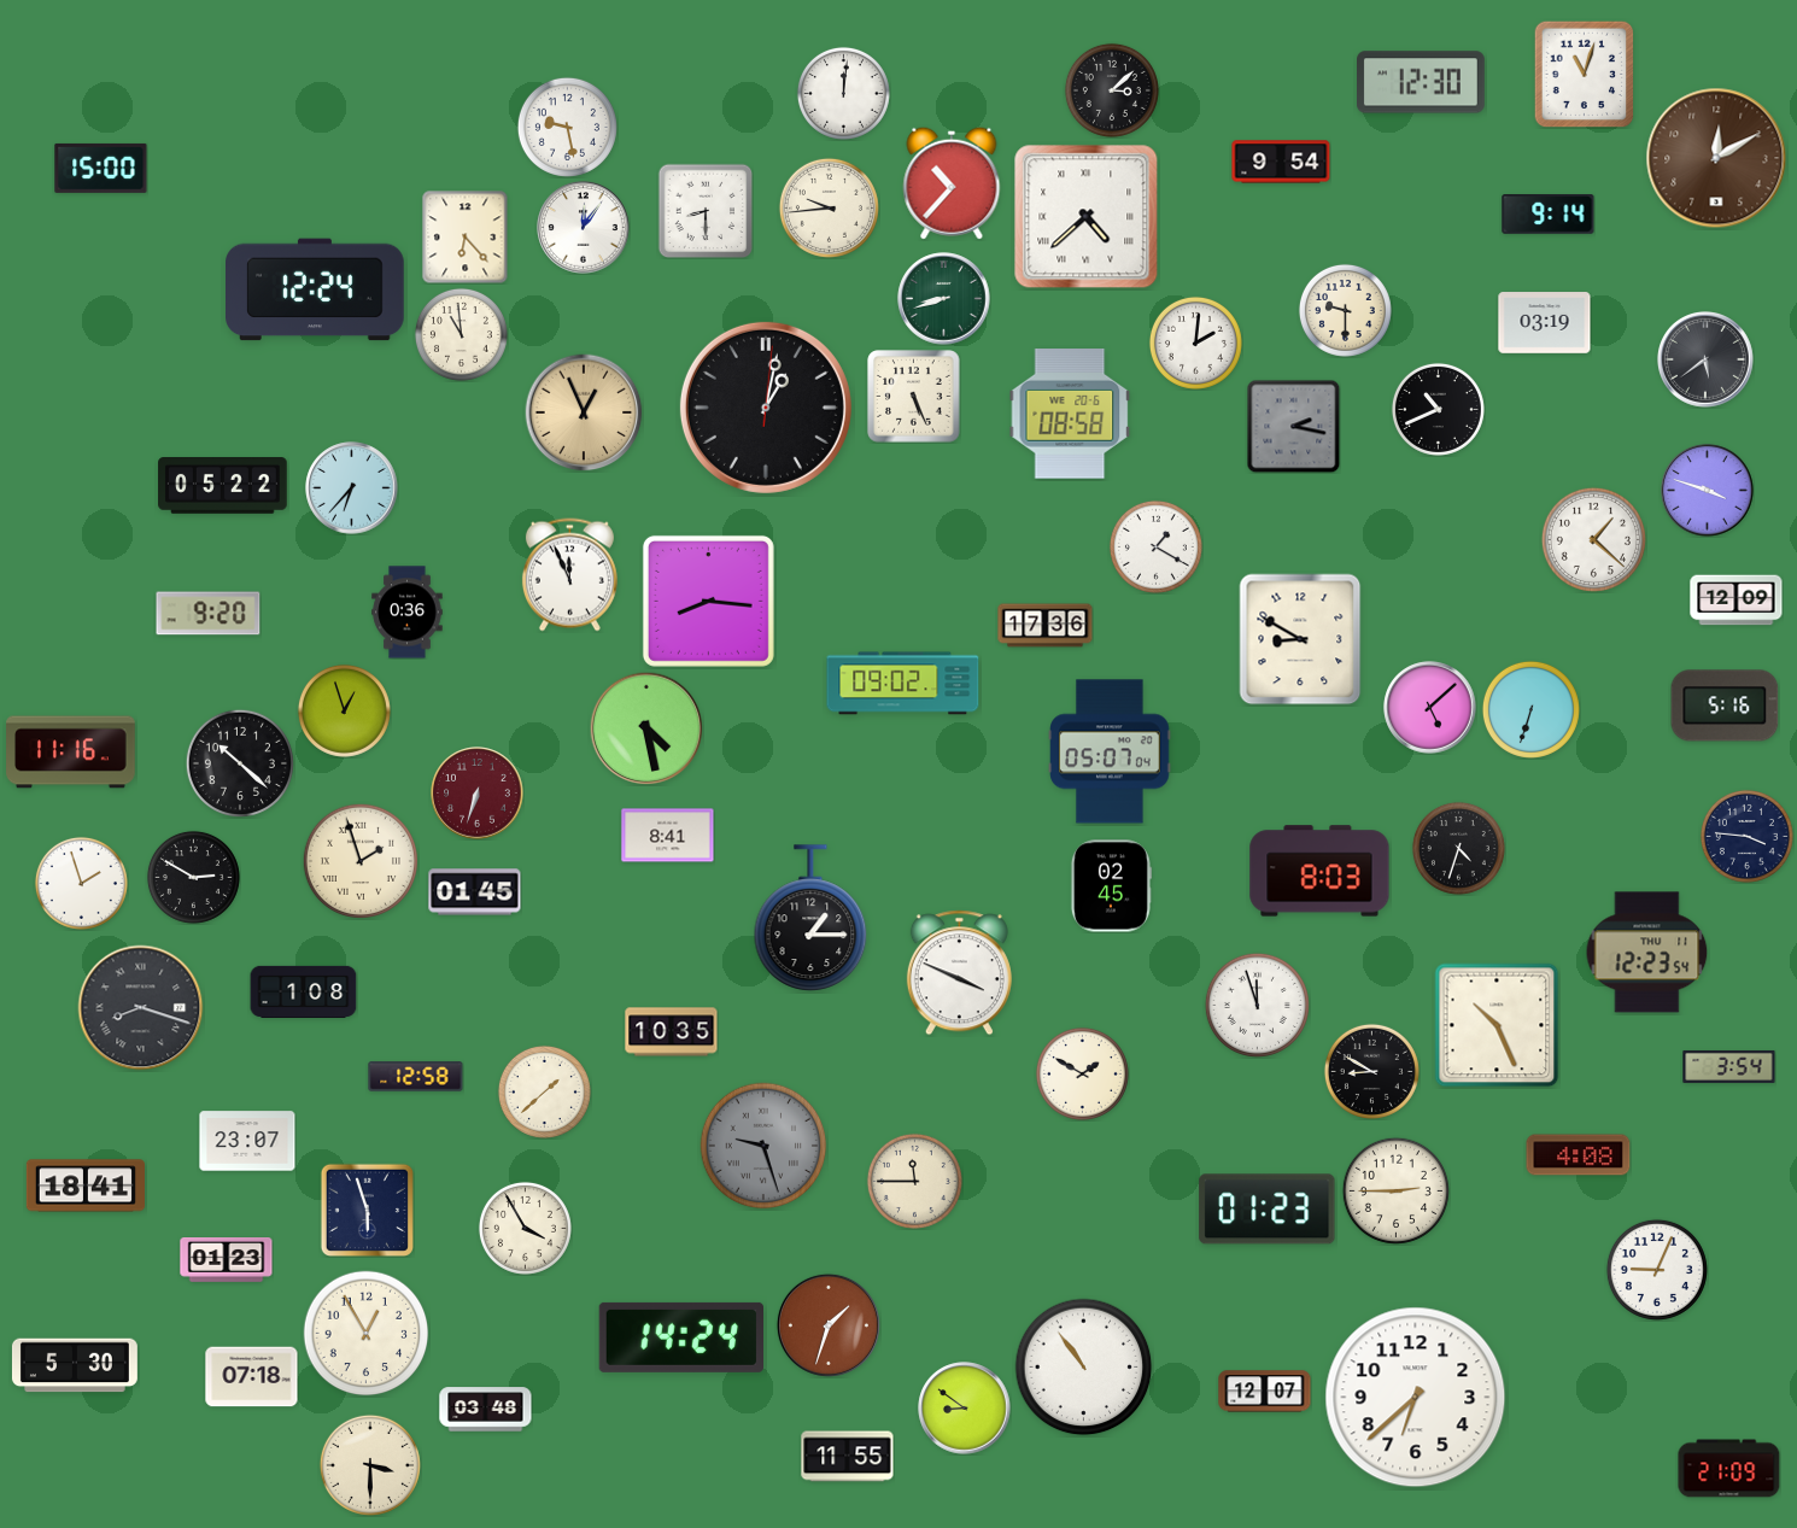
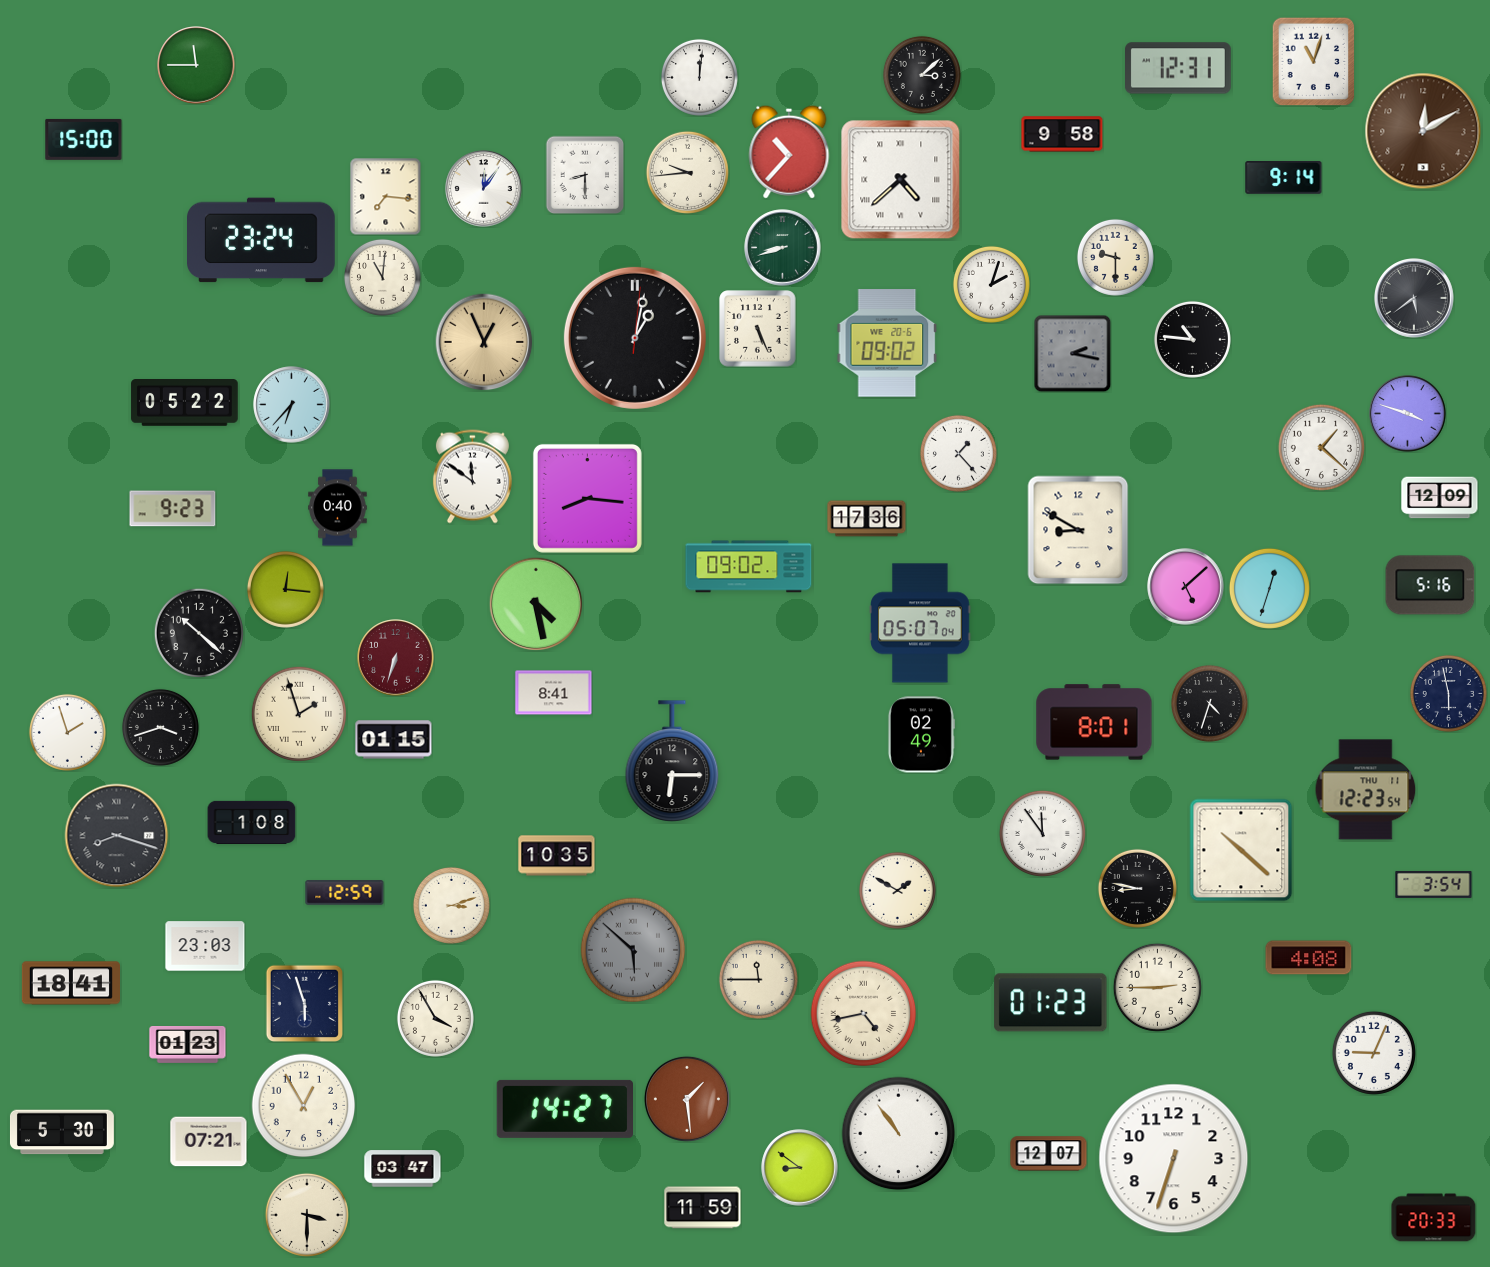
clock at (196, 65): none -> 11:45
clock at (1422, 82): 12:30 -> 12:31
clock at (567, 127): 9:28 -> none
clock at (1281, 162): 9:54 -> 9:58
clock at (466, 236): 6:23 -> 7:16
clock at (316, 289): 12:24 -> 23:24
clock at (1545, 323): 03:19 -> none
clock at (461, 334): 10:59 -> 11:01
clock at (1195, 343): 2:01 -> 2:03
clock at (1438, 409): 10:41 -> 10:46
clock at (1070, 415): 08:58 -> 09:02
clock at (1708, 491) position: (1708, 491) -> (1408, 414)
clock at (1155, 546): 1:20 -> 1:23
clock at (569, 575): 11:56 -> 11:51
clock at (408, 613): 0:36 -> 0:40
clock at (209, 614): 9:20 -> 9:23
clock at (1530, 709): 6:33 -> 12:33
clock at (344, 710): 12:57 -> 12:16
clock at (71, 753): 11:16 -> none
clock at (1746, 836): 3:46 -> 5:58
clock at (1319, 871): 8:03 -> 8:01
clock at (193, 877): 2:50 -> 3:42
clock at (1111, 886): 02:45 -> 02:49
clock at (475, 892): 01:45 -> 01:15
clock at (810, 918): 1:15 -> 6:15
clock at (959, 973): 3:49 -> none
clock at (1257, 1005): 11:57 -> 11:54
clock at (1497, 1025): 10:26 -> 10:22
clock at (1371, 1071): 8:50 -> 8:47
clock at (416, 1077): 12:58 -> 12:59
clock at (544, 1091): 1:38 -> 3:12
clock at (247, 1141): 23:07 -> 23:03
clock at (763, 1146): 9:27 -> 5:52
clock at (864, 1014): none -> 4:43
clock at (829, 1325): 1:33 -> 1:29
clock at (680, 1337): 14:24 -> 14:27
clock at (252, 1377): 07:18 -> 07:21
clock at (1416, 1398): 6:38 -> 6:33
clock at (486, 1410): 03:48 -> 03:47
clock at (848, 1457): 11:55 -> 11:59
clock at (1729, 1469): 21:09 -> 20:33
